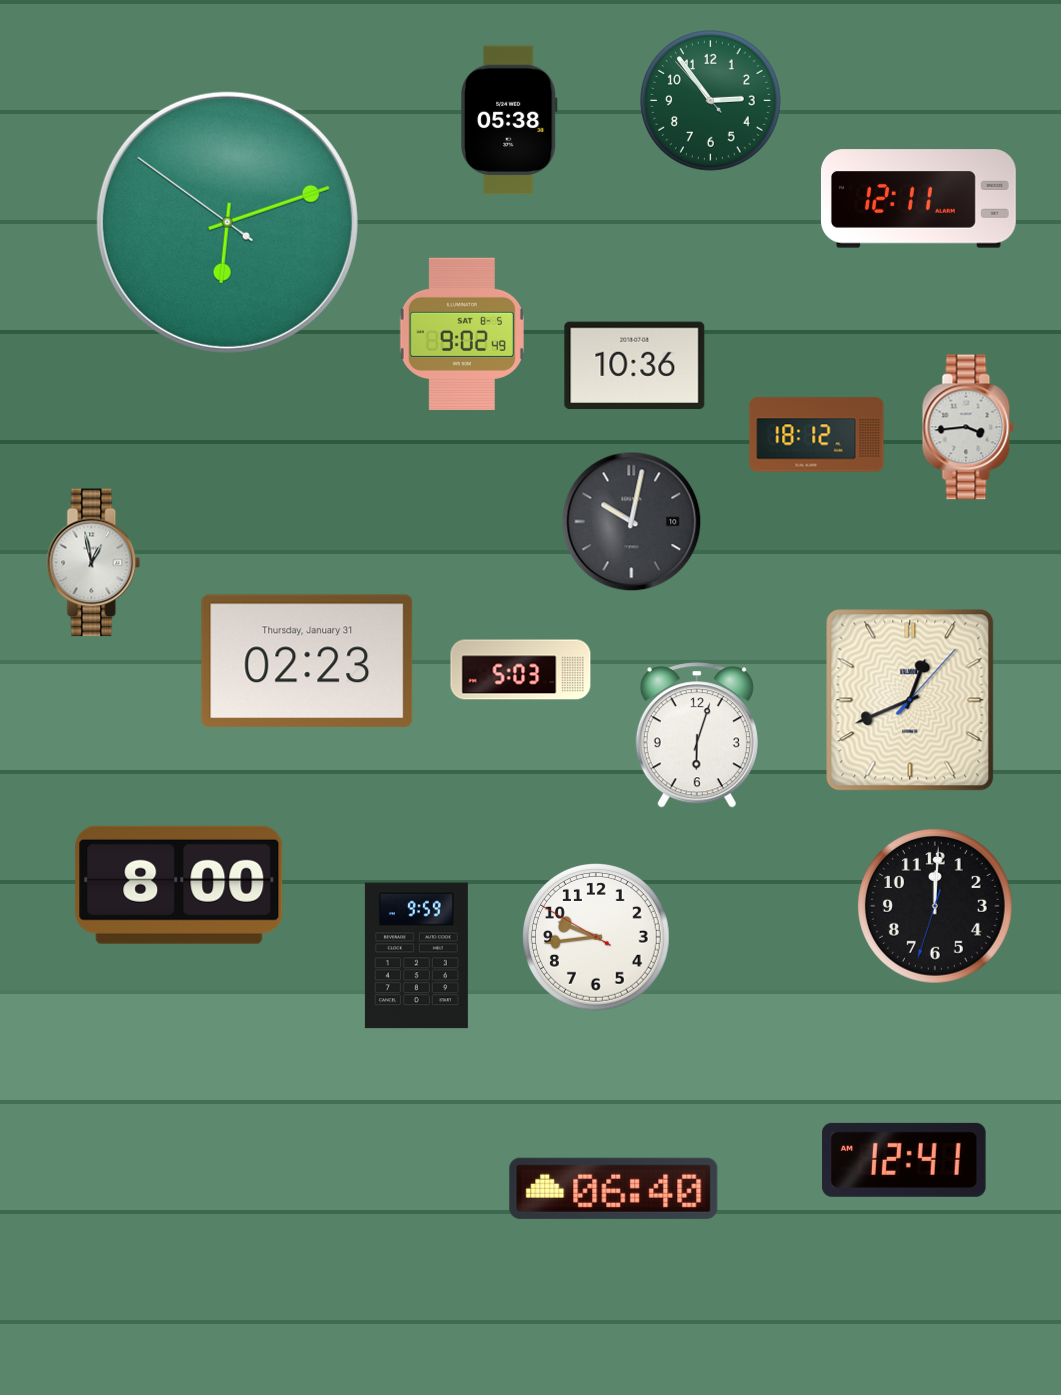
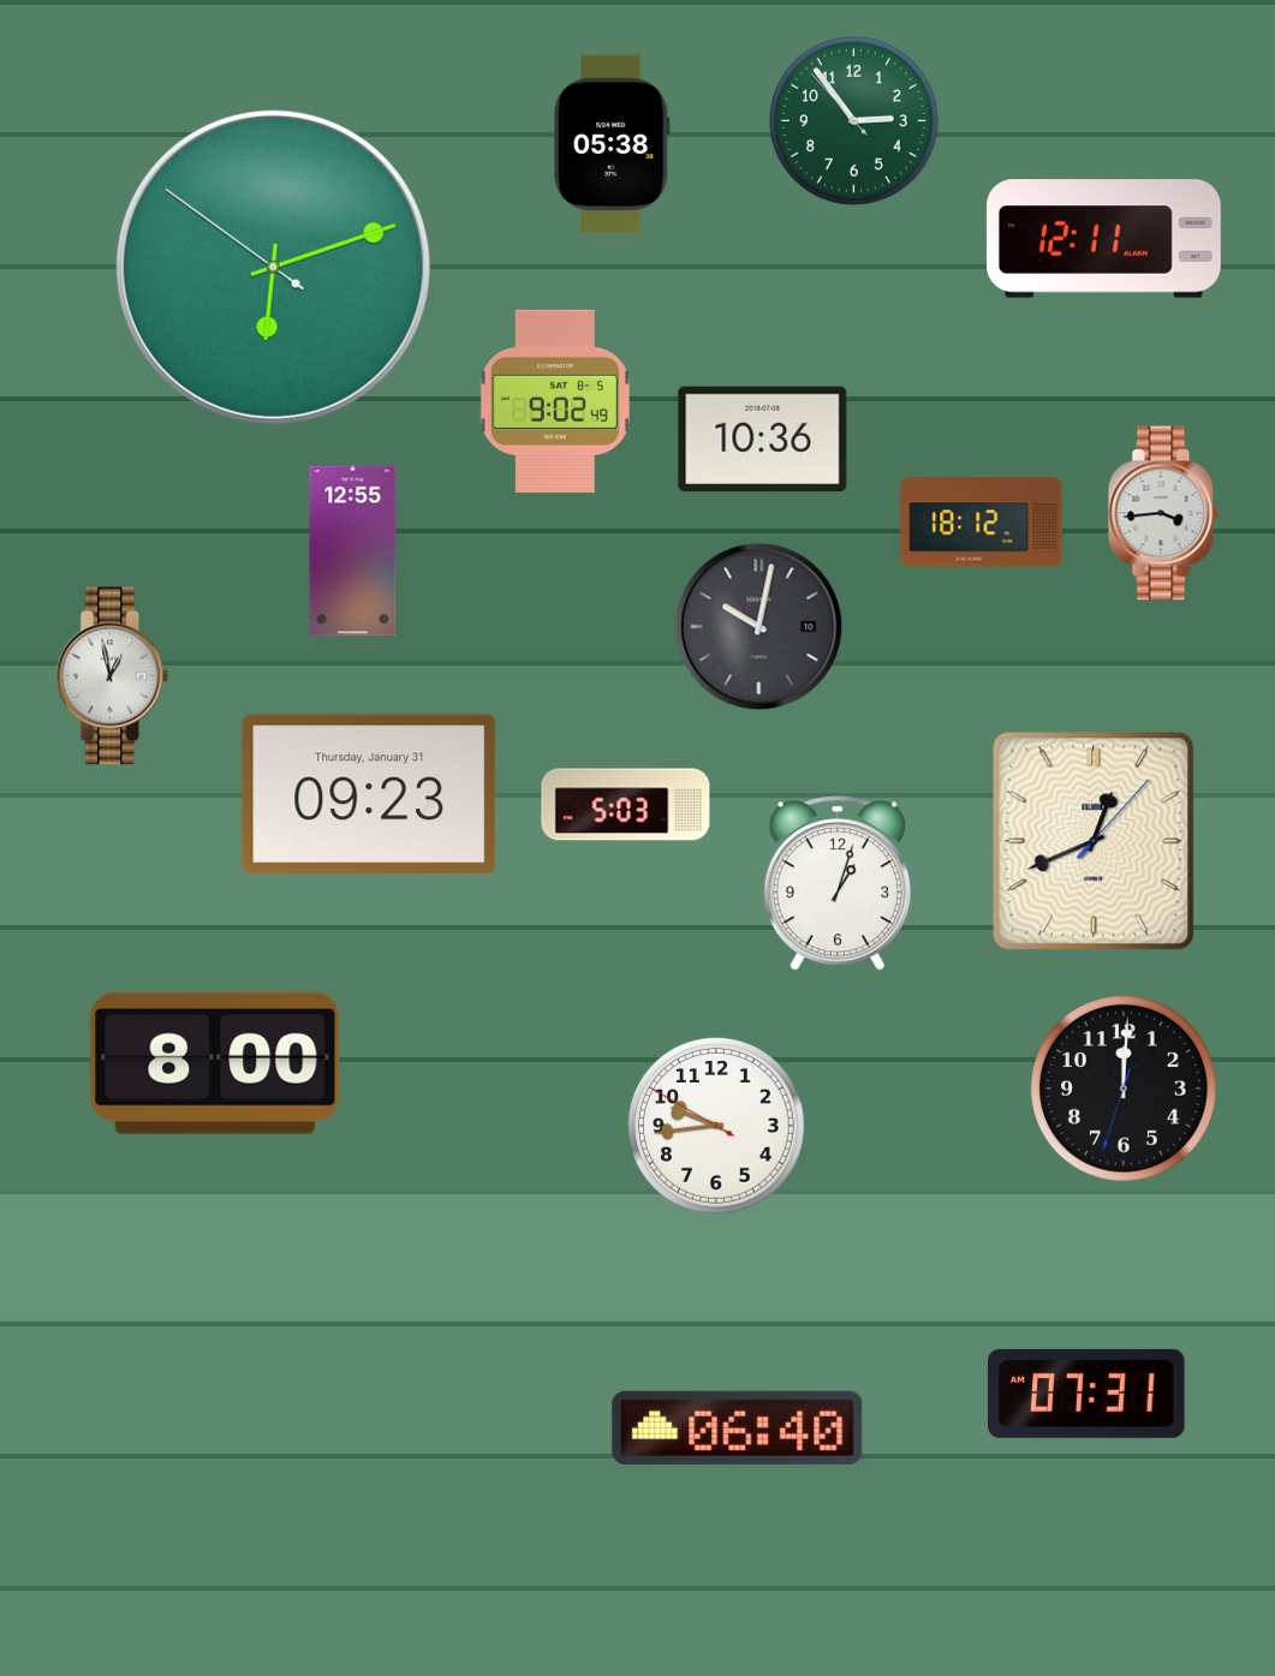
clock at (353, 551): none -> 12:55
clock at (307, 661): 02:23 -> 09:23
clock at (697, 735): 6:03 -> 1:03
clock at (416, 956): 9:59 -> none
clock at (904, 1160): 12:41 -> 07:31
